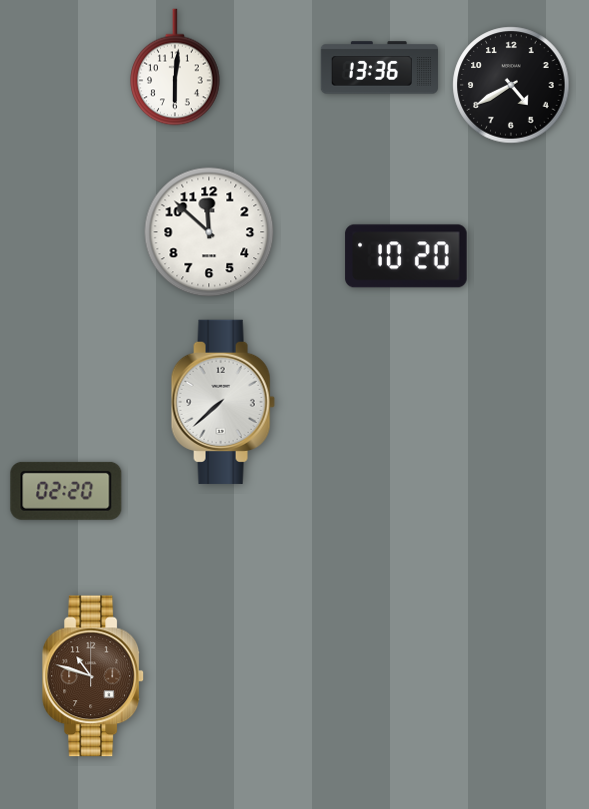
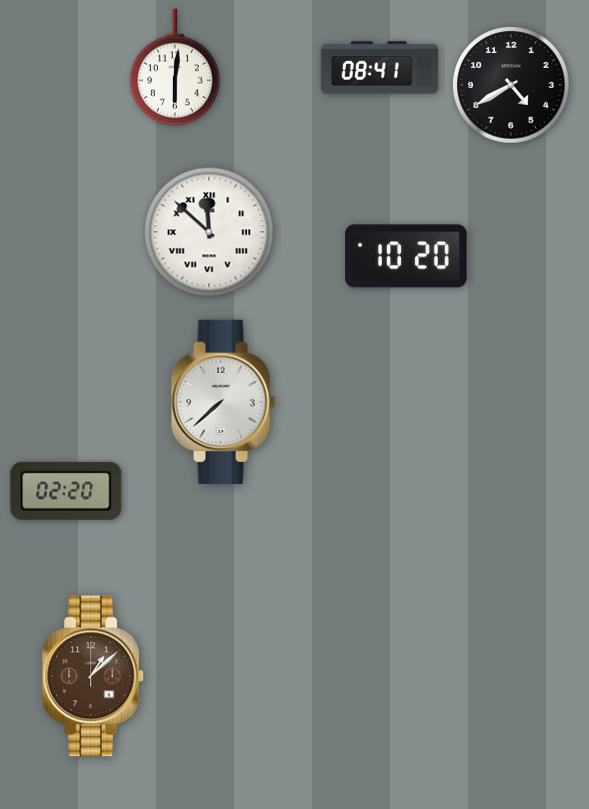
clock at (379, 68): 13:36 -> 08:41
clock at (209, 232) numerals: Arabic -> Roman
clock at (94, 676): 10:48 -> 1:08
